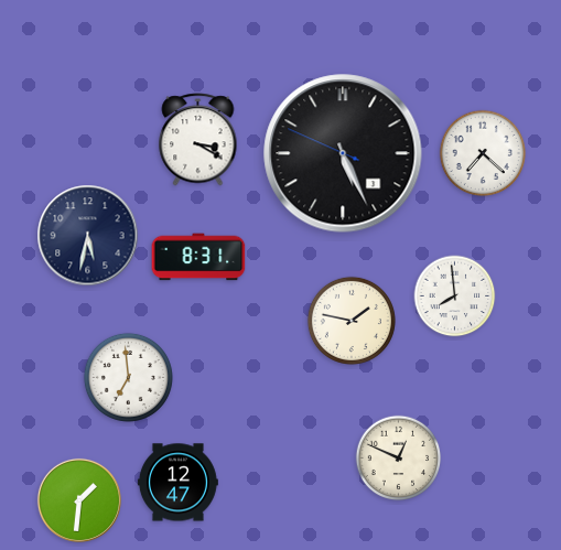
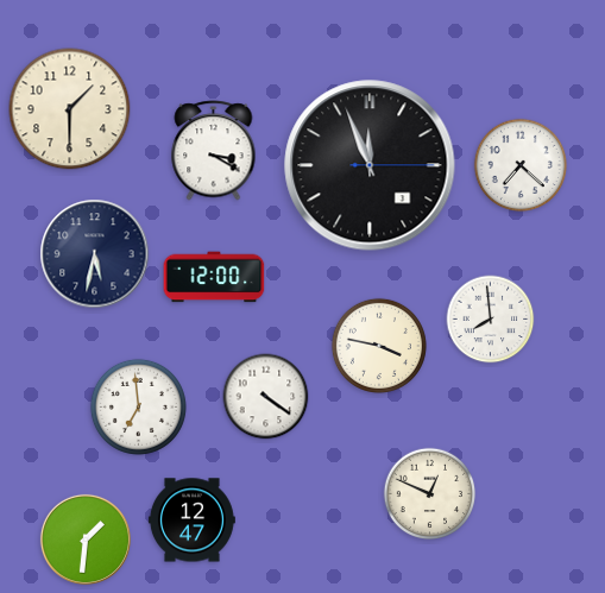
clock at (70, 109): none -> 1:30
clock at (343, 153): 5:25 -> 11:56
clock at (198, 257): 8:31 -> 12:00
clock at (352, 321): 1:47 -> 3:47
clock at (266, 397): none -> 4:21
